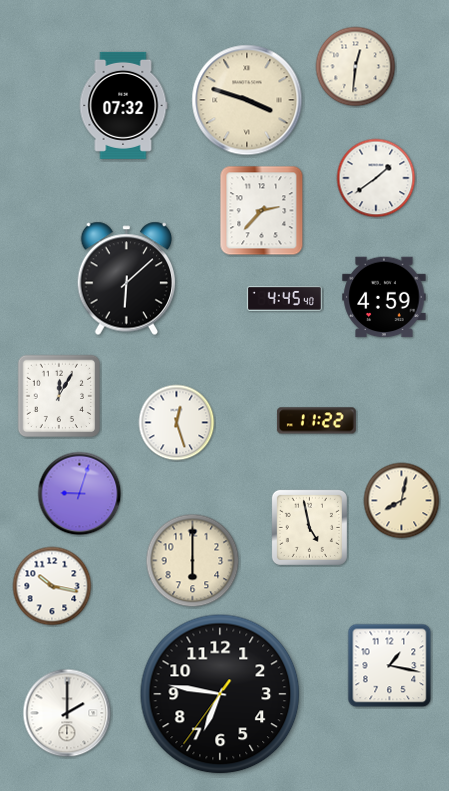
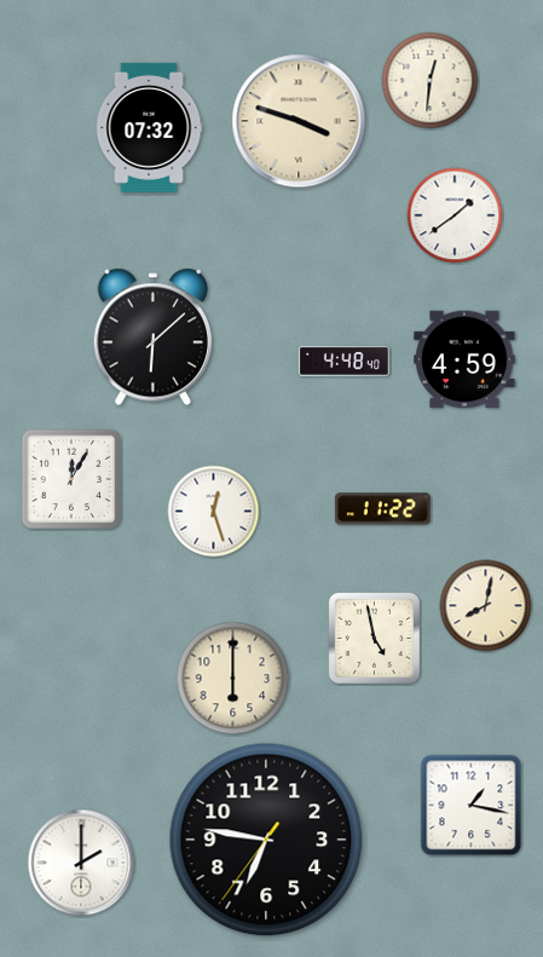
clock at (262, 211): 2:37 -> none
clock at (284, 298): 4:45 -> 4:48
clock at (80, 494): 9:03 -> none
clock at (52, 586): 10:17 -> none
